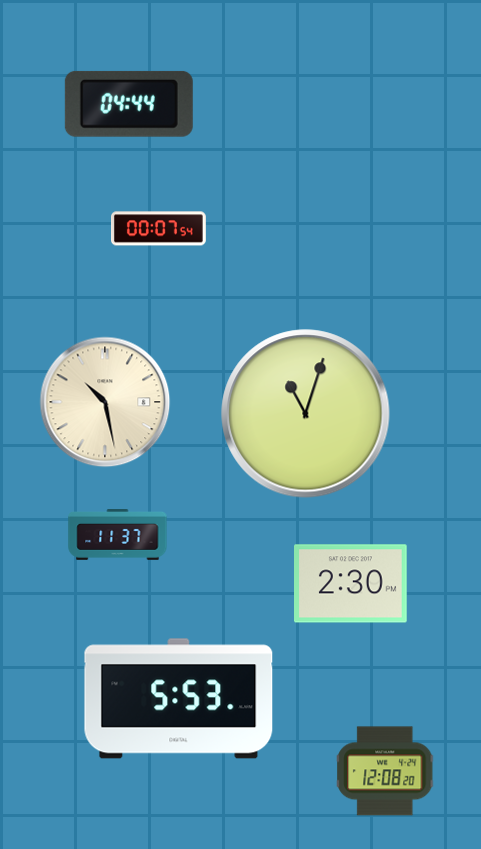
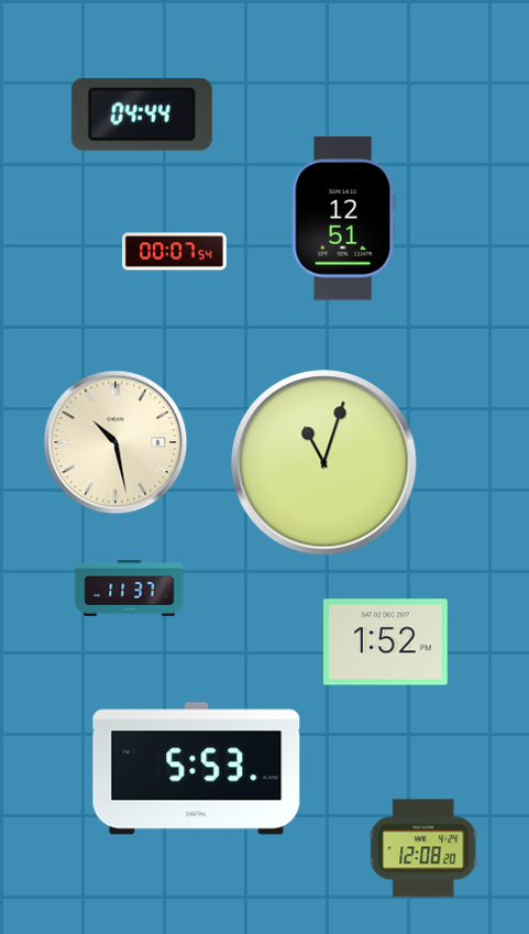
clock at (343, 219): none -> 12:51
clock at (306, 414) position: (306, 414) -> (324, 463)
clock at (351, 584): 2:30 -> 1:52
